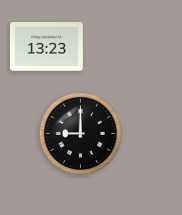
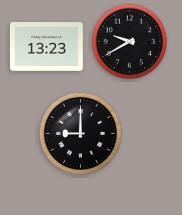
clock at (130, 42): none -> 9:40
